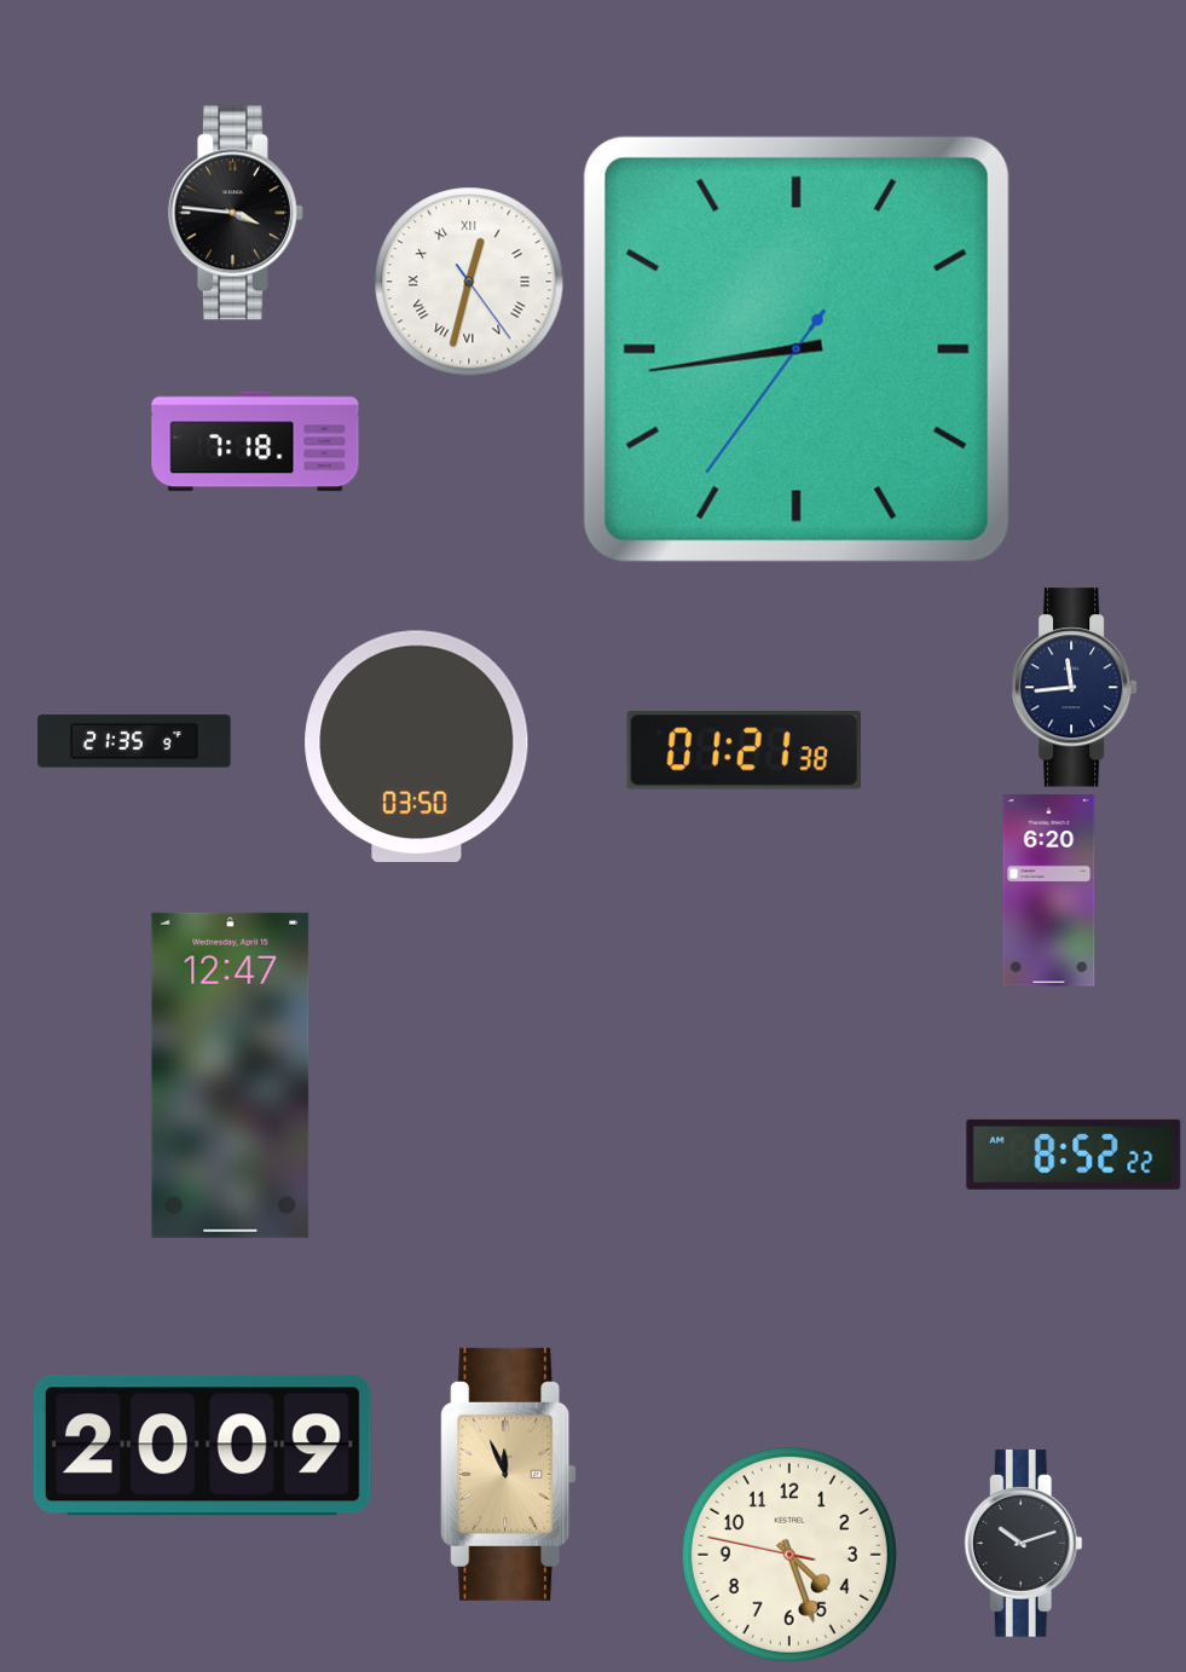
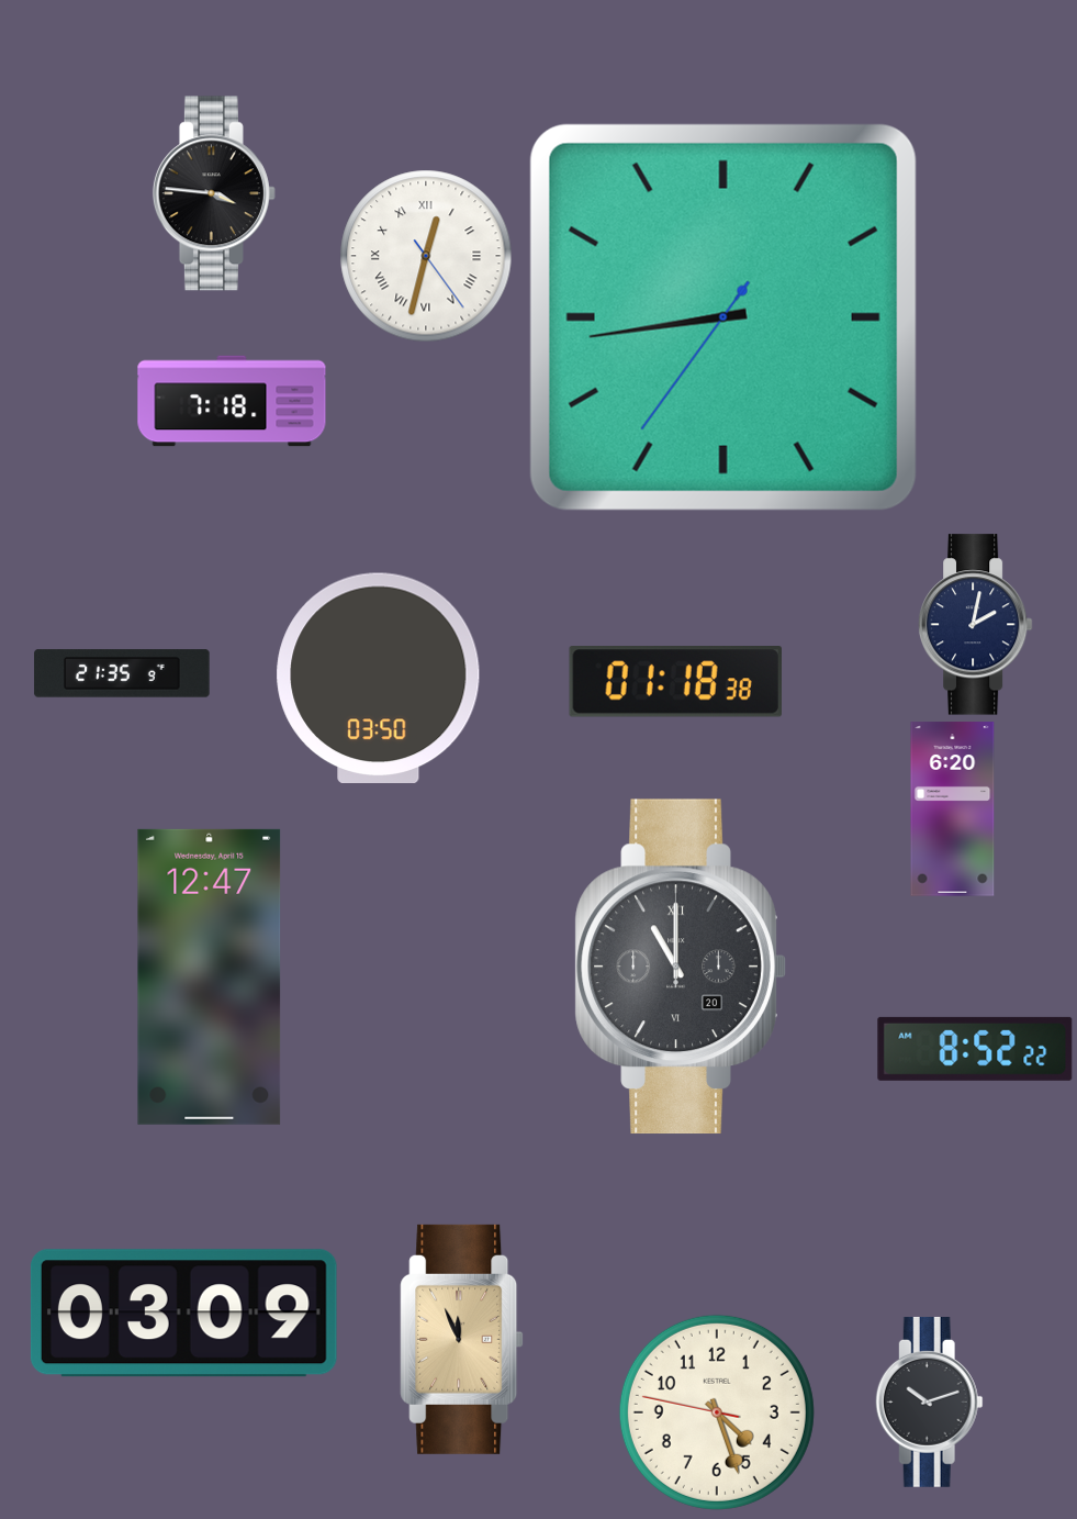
clock at (1074, 688): 11:44 -> 2:02
clock at (744, 751): 01:21 -> 01:18
clock at (681, 967): none -> 11:00
clock at (202, 1446): 20:09 -> 03:09
